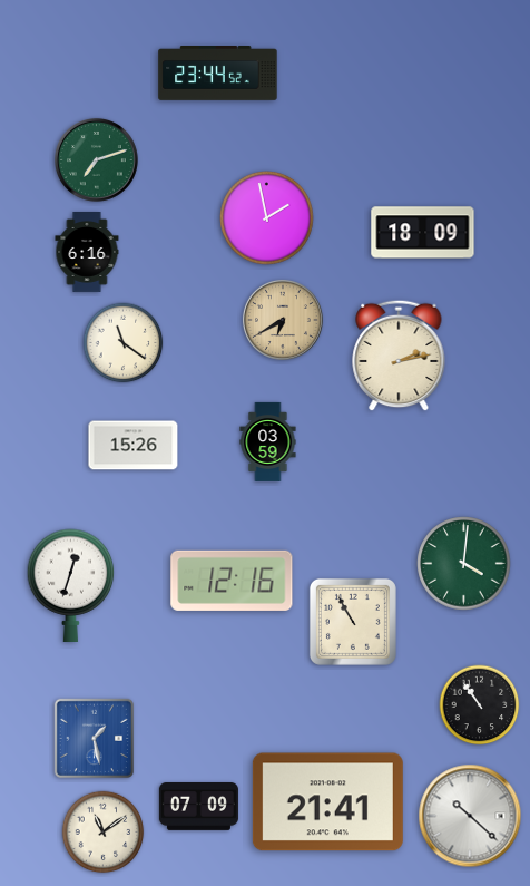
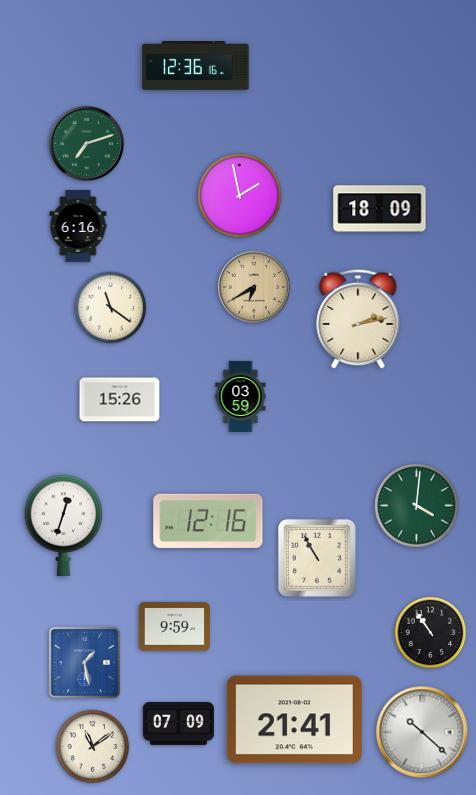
clock at (218, 74): 23:44 -> 12:36
clock at (174, 627): none -> 9:59
